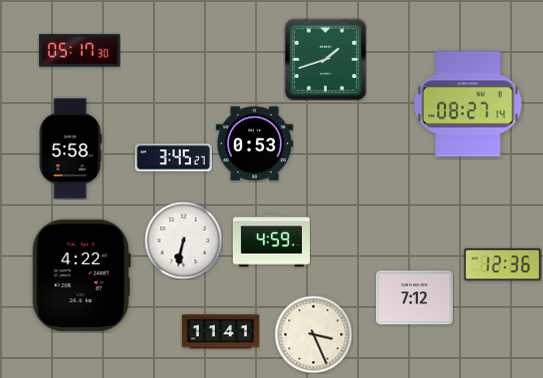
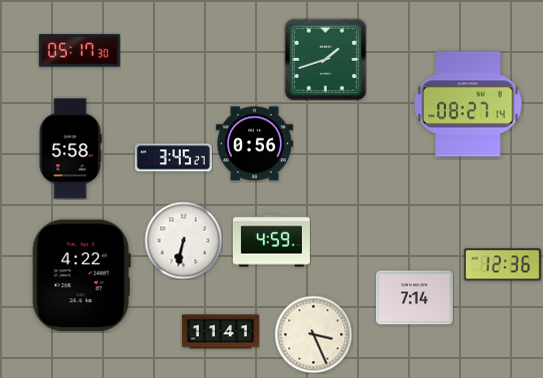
clock at (254, 144): 0:53 -> 0:56
clock at (414, 298): 7:12 -> 7:14
